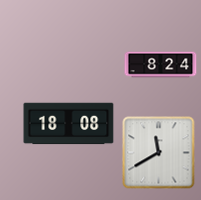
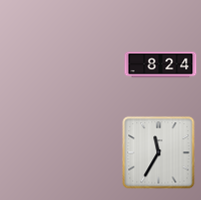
clock at (69, 124): 18:08 -> none
clock at (159, 153): 11:40 -> 11:35
